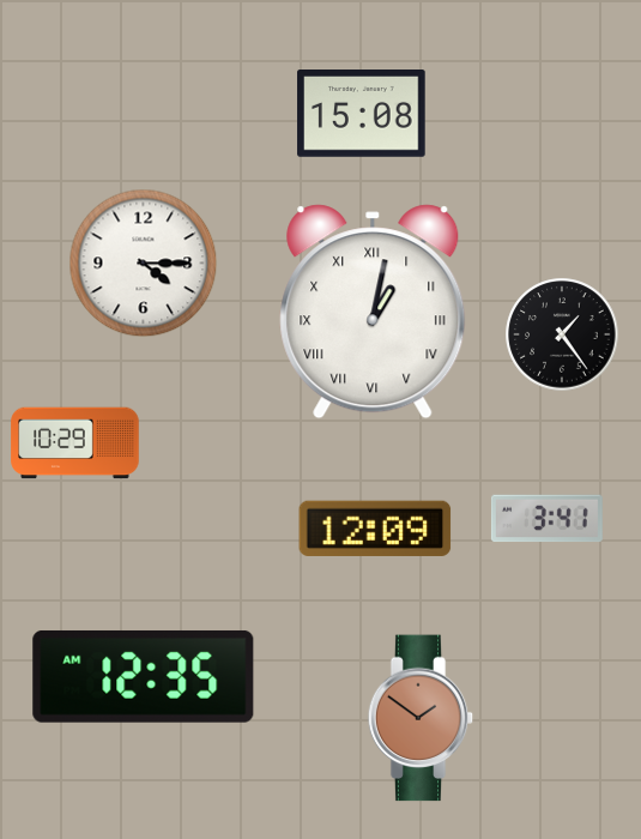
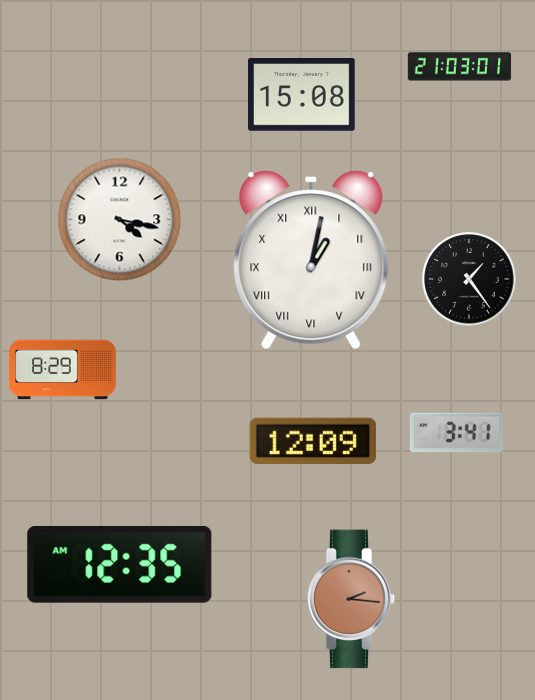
clock at (460, 67): none -> 21:03
clock at (144, 264): 4:15 -> 4:17
clock at (75, 443): 10:29 -> 8:29
clock at (421, 718): 1:51 -> 2:16
